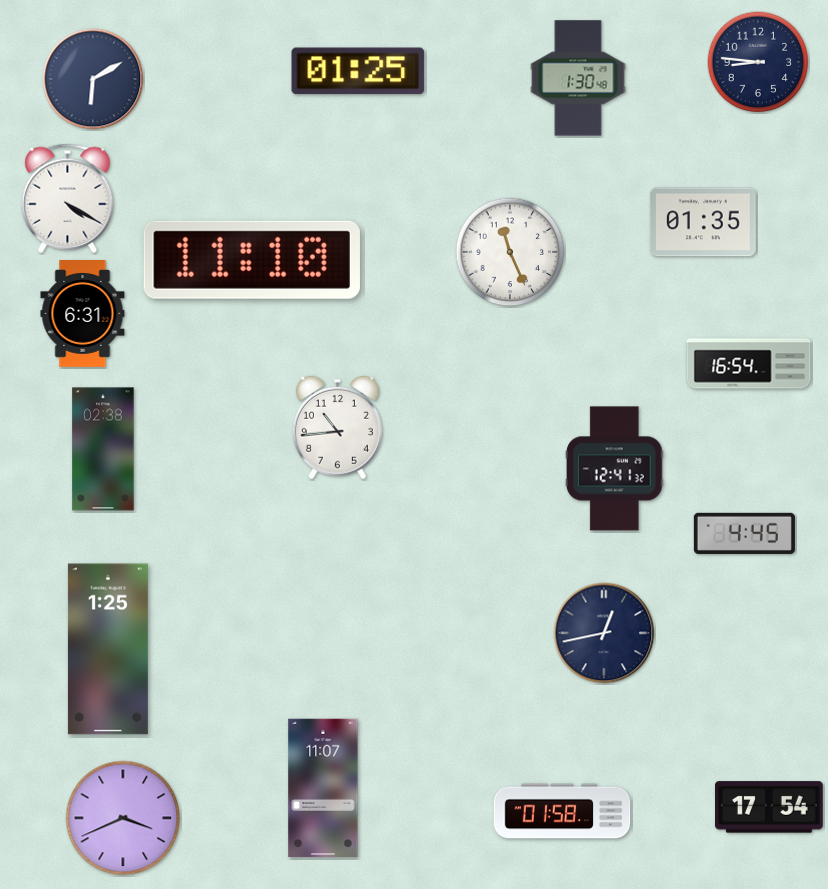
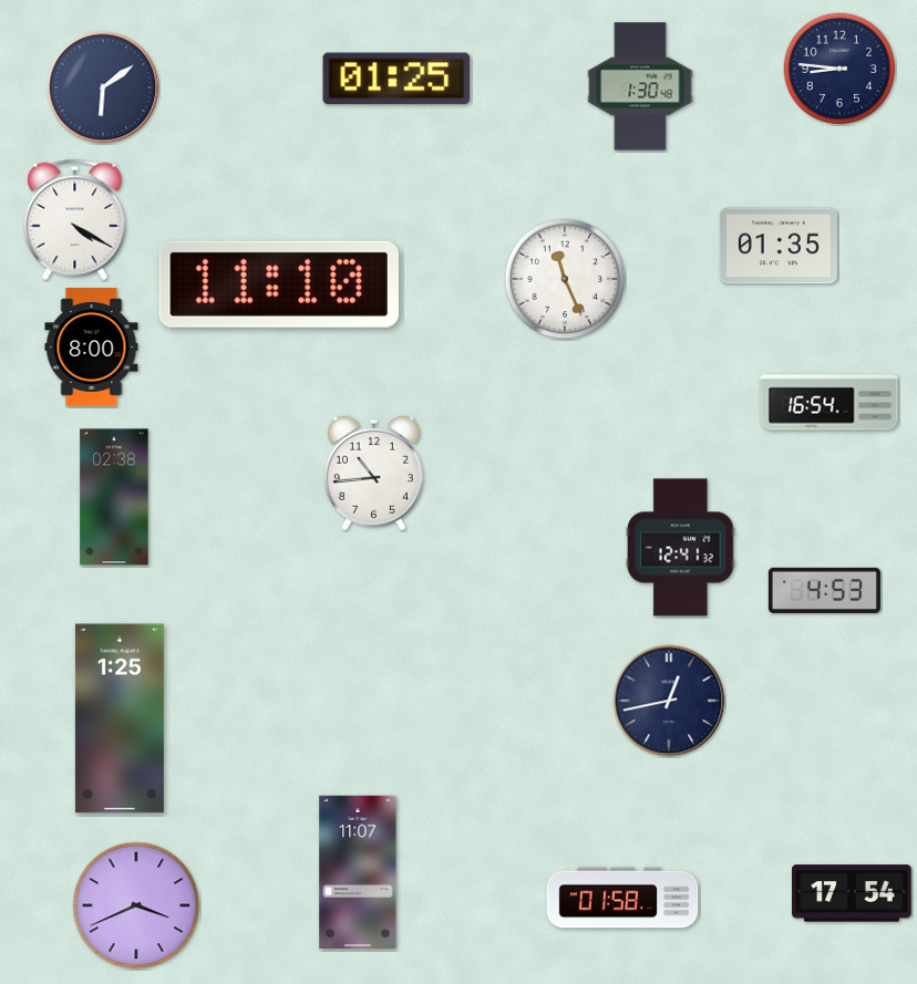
clock at (93, 79): 6:10 -> 6:09
clock at (252, 260) position: (252, 260) -> (279, 284)
clock at (83, 314): 6:31 -> 8:00
clock at (614, 469) position: (614, 469) -> (680, 548)
clock at (744, 533): 4:45 -> 4:53
